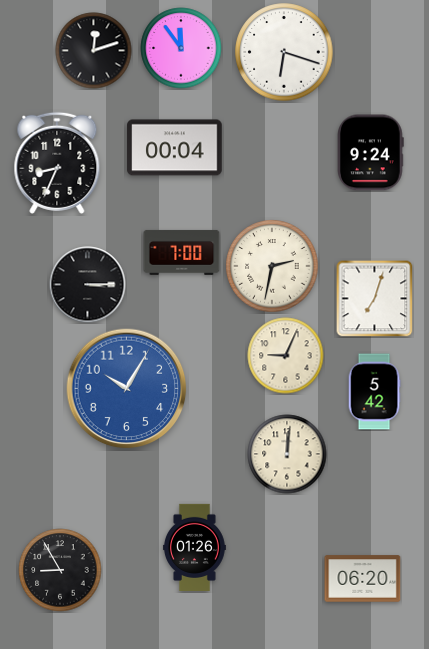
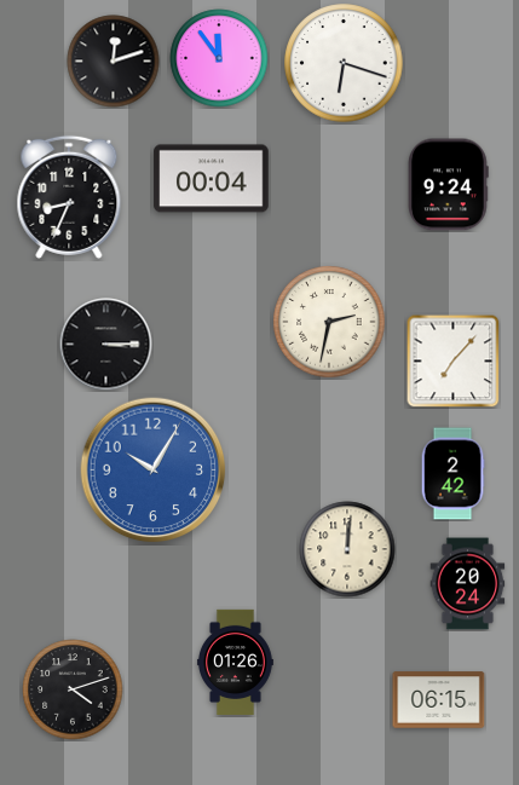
clock at (182, 252): 7:00 -> none
clock at (374, 298): 7:03 -> 7:07
clock at (286, 356): 9:04 -> none
clock at (374, 392): 5:42 -> 2:42
clock at (468, 584): none -> 20:24
clock at (60, 570): 8:55 -> 4:12
clock at (363, 579): 06:20 -> 06:15
